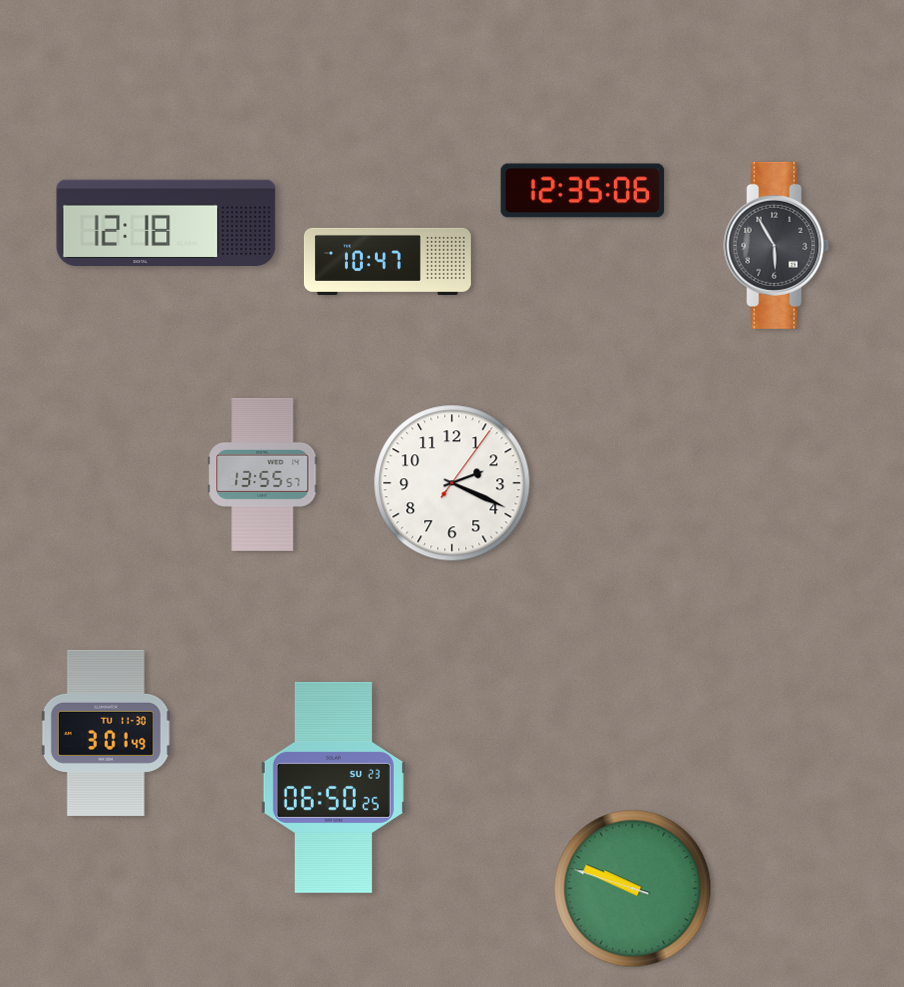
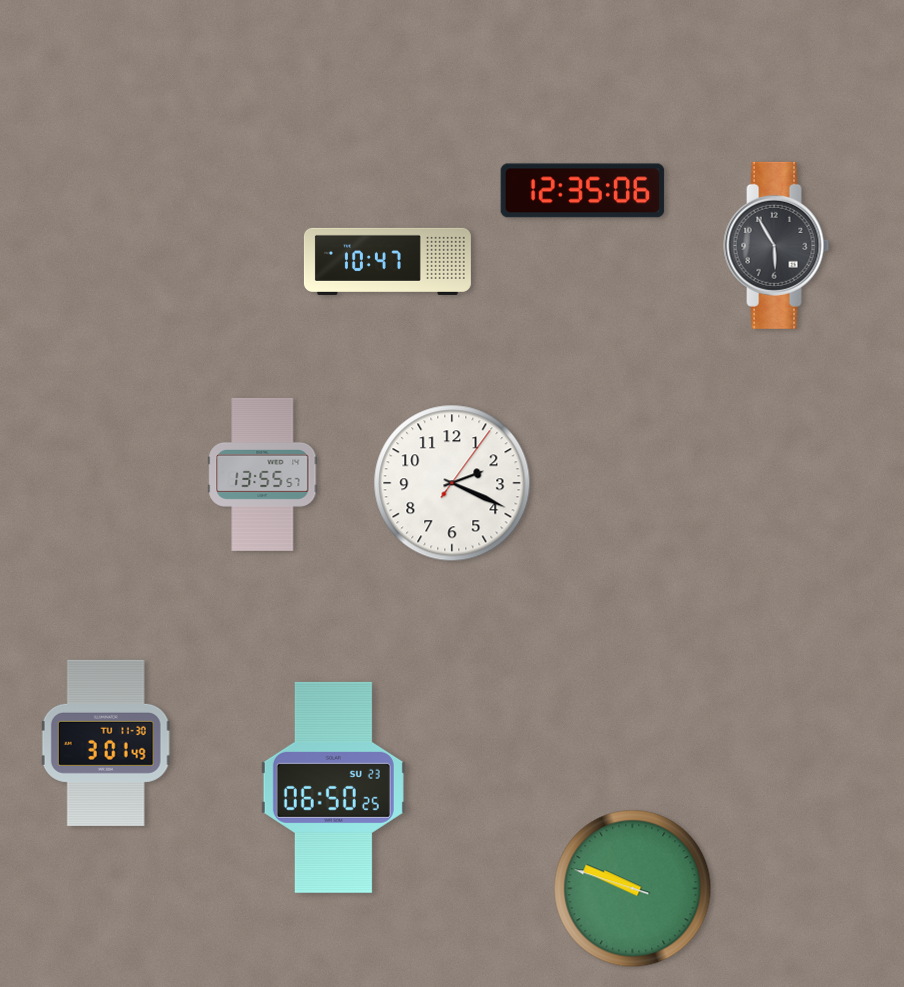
clock at (166, 222): 12:18 -> none
clock at (106, 733) position: (106, 733) -> (106, 743)
